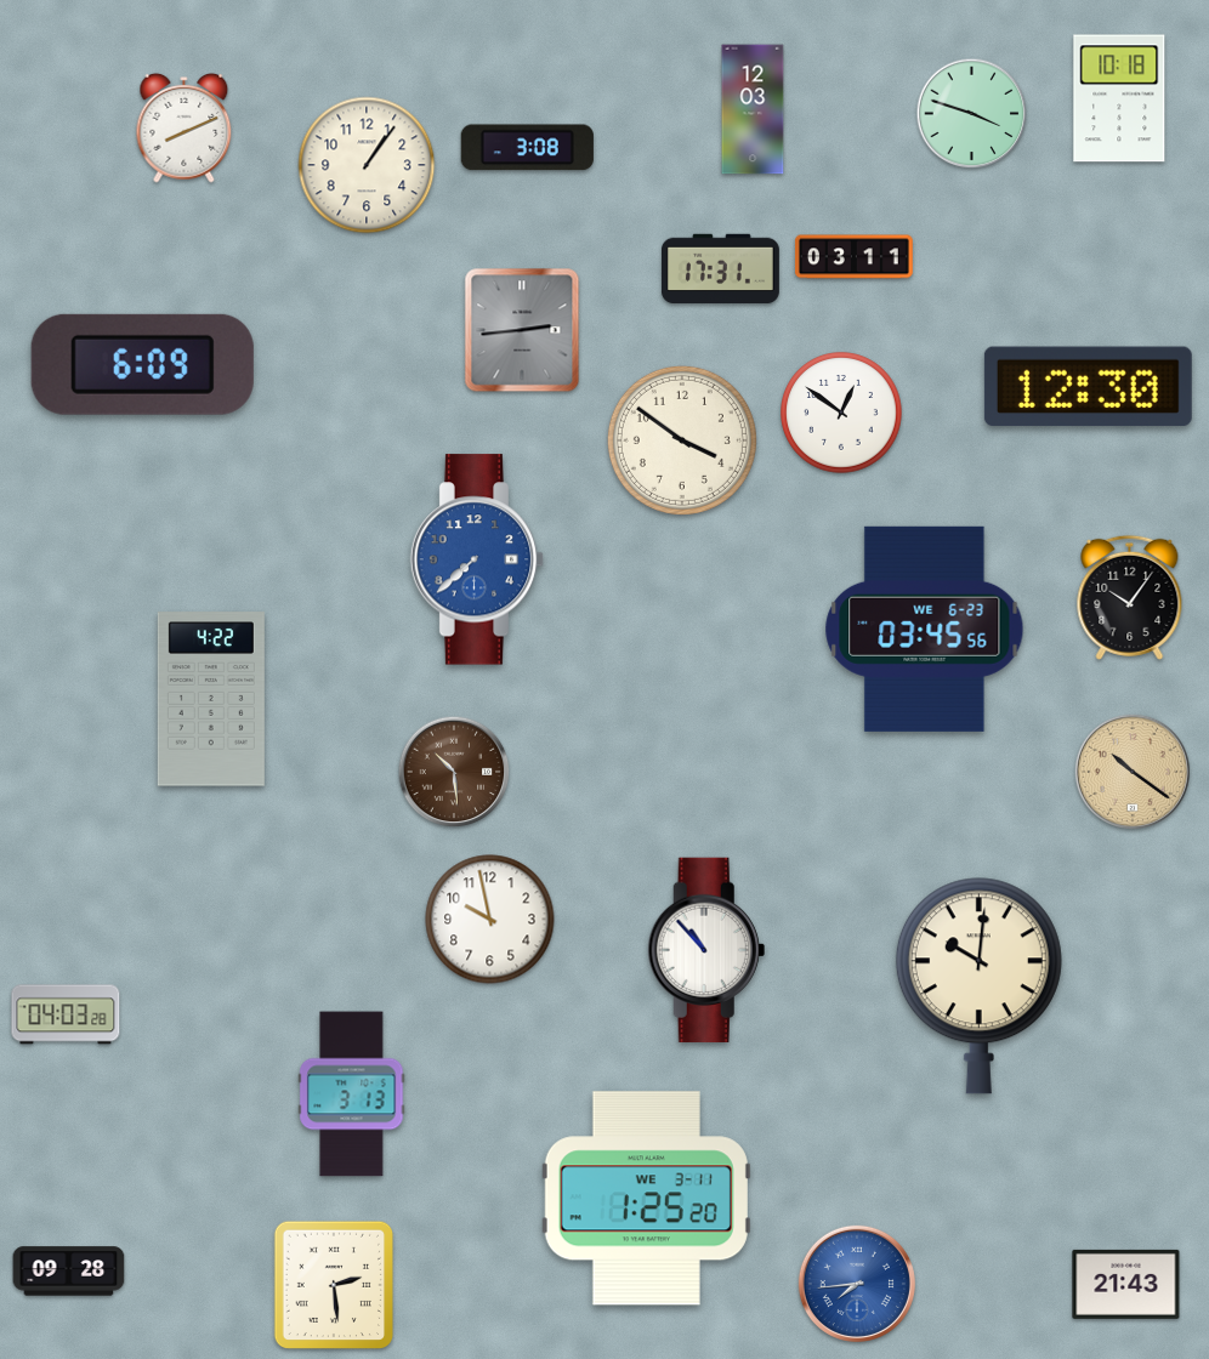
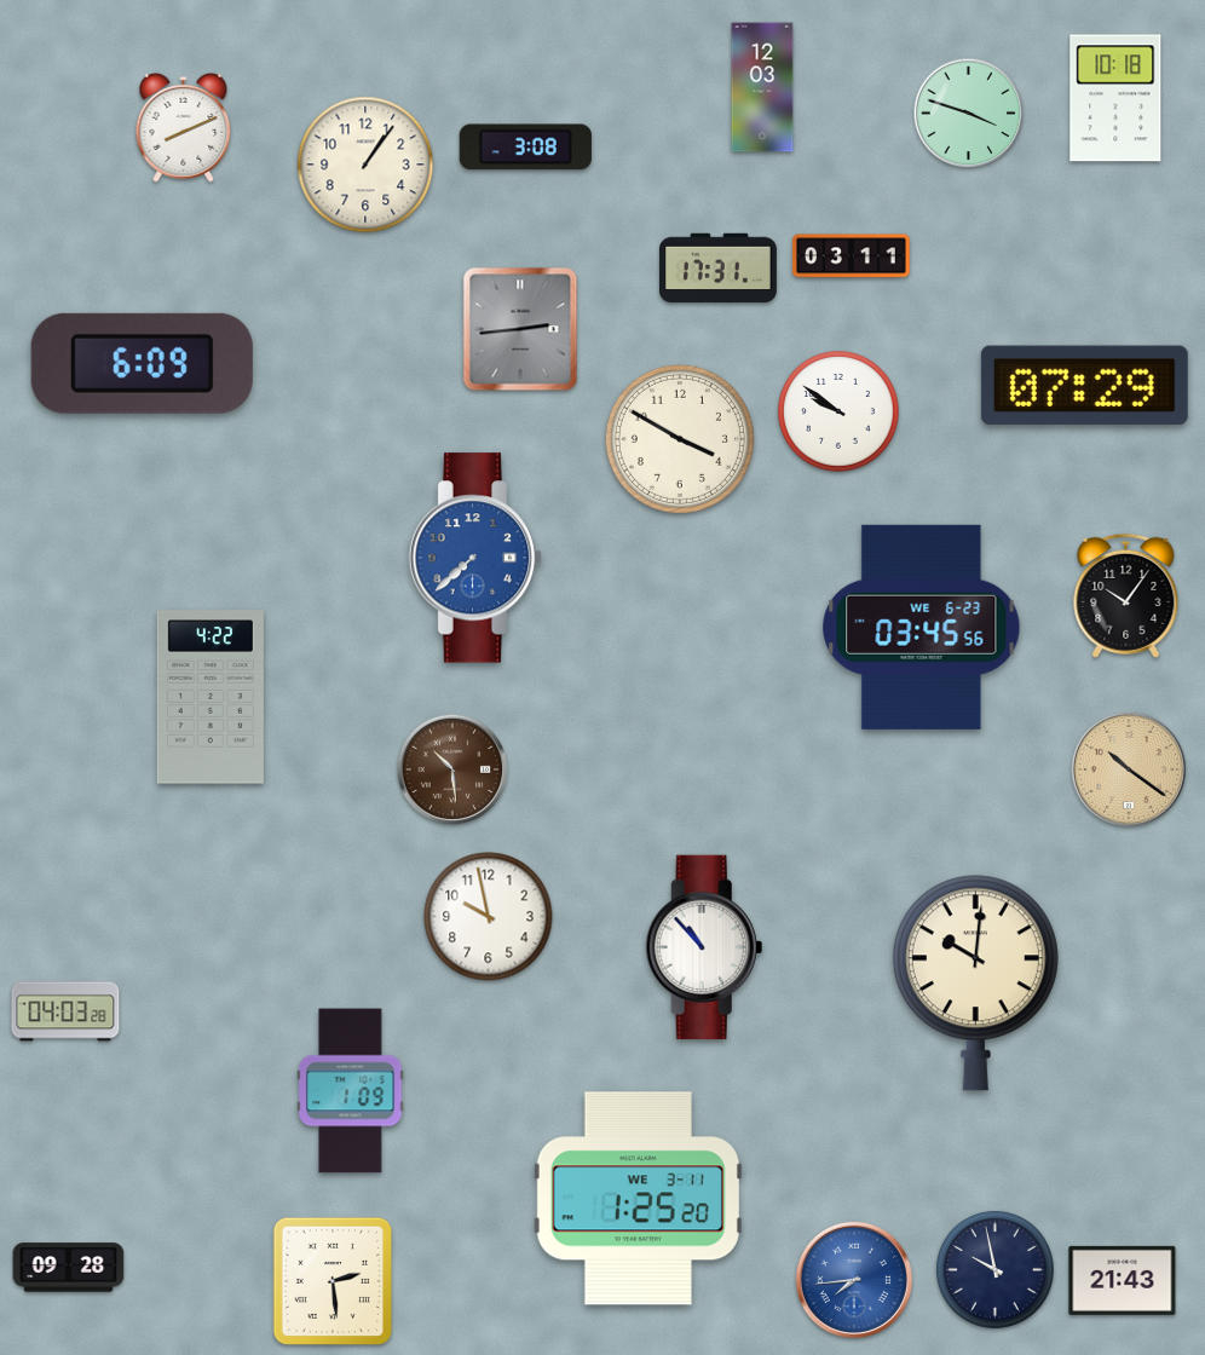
clock at (753, 109) position: (753, 109) -> (762, 87)
clock at (1088, 387): 12:30 -> 07:29
clock at (841, 413): 12:51 -> 9:51
clock at (682, 440): 3:51 -> 3:50
clock at (352, 1094): 3:13 -> 1:09
clock at (646, 1199) position: (646, 1199) -> (638, 1199)
clock at (994, 1269): none -> 9:58
